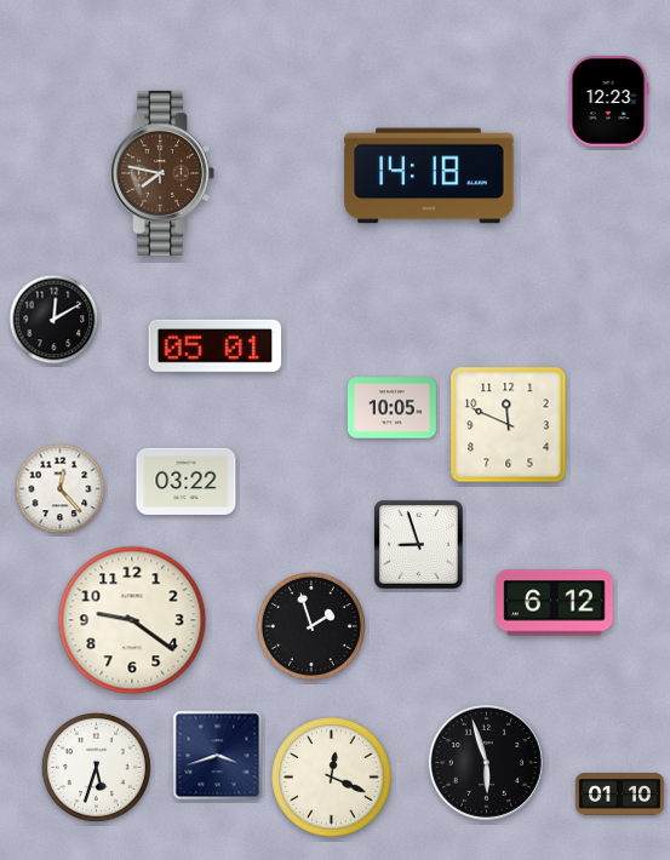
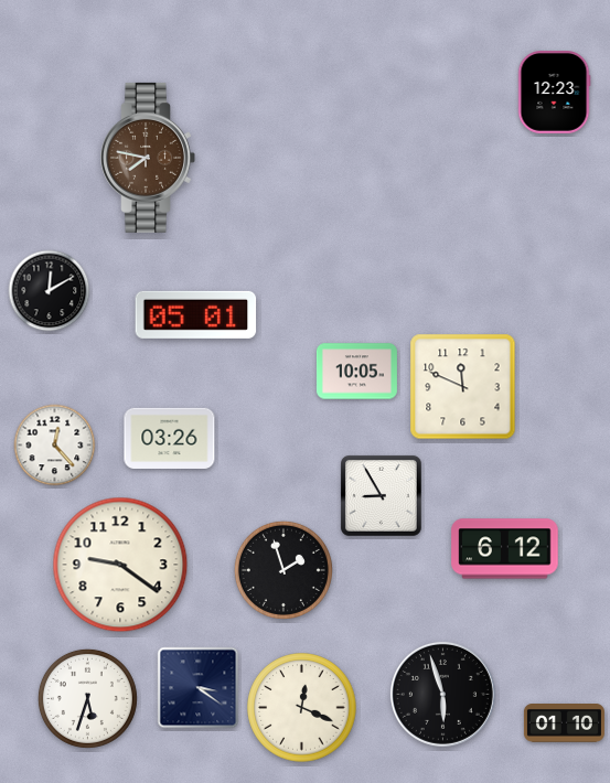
clock at (429, 176): 14:18 -> none
clock at (187, 481): 03:22 -> 03:26
clock at (418, 544): 8:57 -> 8:55
clock at (218, 756): 3:42 -> 3:21
